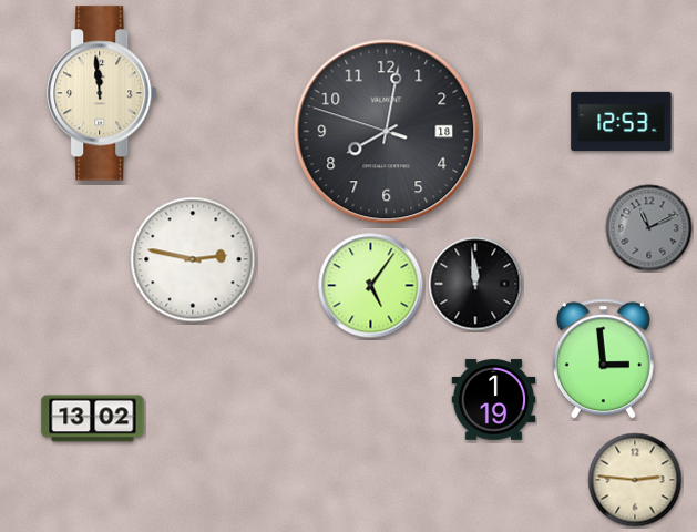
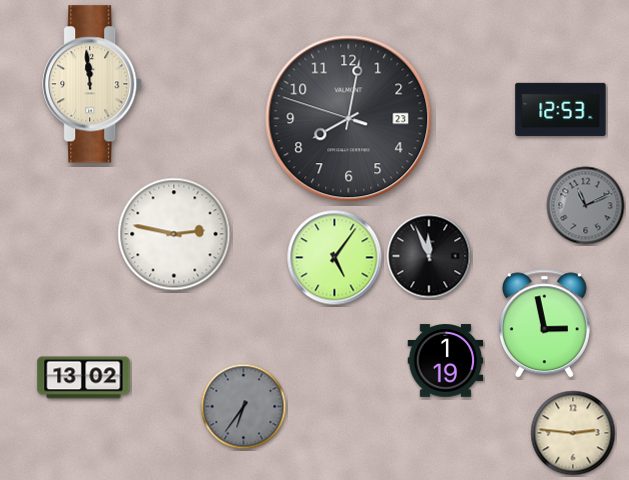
clock at (387, 132) date: 18 -> 23
clock at (475, 284): 11:59 -> 11:56
clock at (603, 359): 2:59 -> 2:58
clock at (244, 407): none -> 6:36
